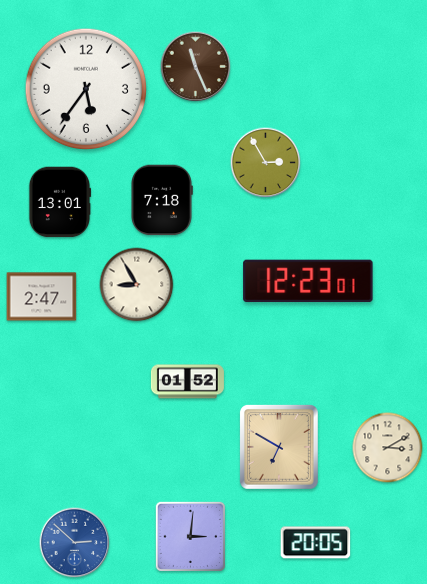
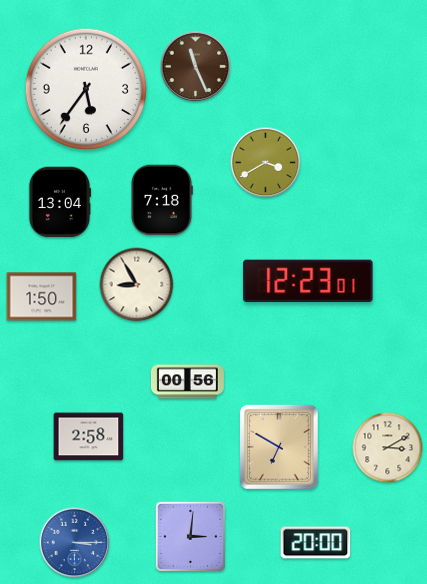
clock at (266, 163): 2:55 -> 3:40
clock at (60, 202): 13:01 -> 13:04
clock at (42, 297): 2:47 -> 1:50
clock at (187, 382): 01:52 -> 00:56
clock at (89, 437): none -> 2:58
clock at (75, 543): 2:52 -> 3:15
clock at (316, 543): 20:05 -> 20:00
